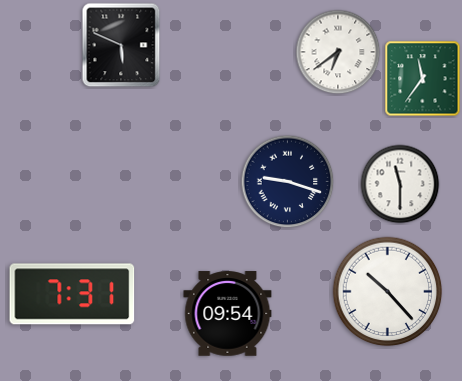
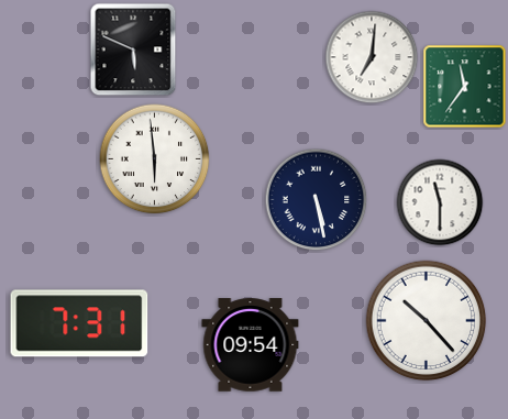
clock at (338, 52): 6:39 -> 7:01
clock at (155, 159): none -> 5:59
clock at (288, 182): 9:18 -> 5:28
